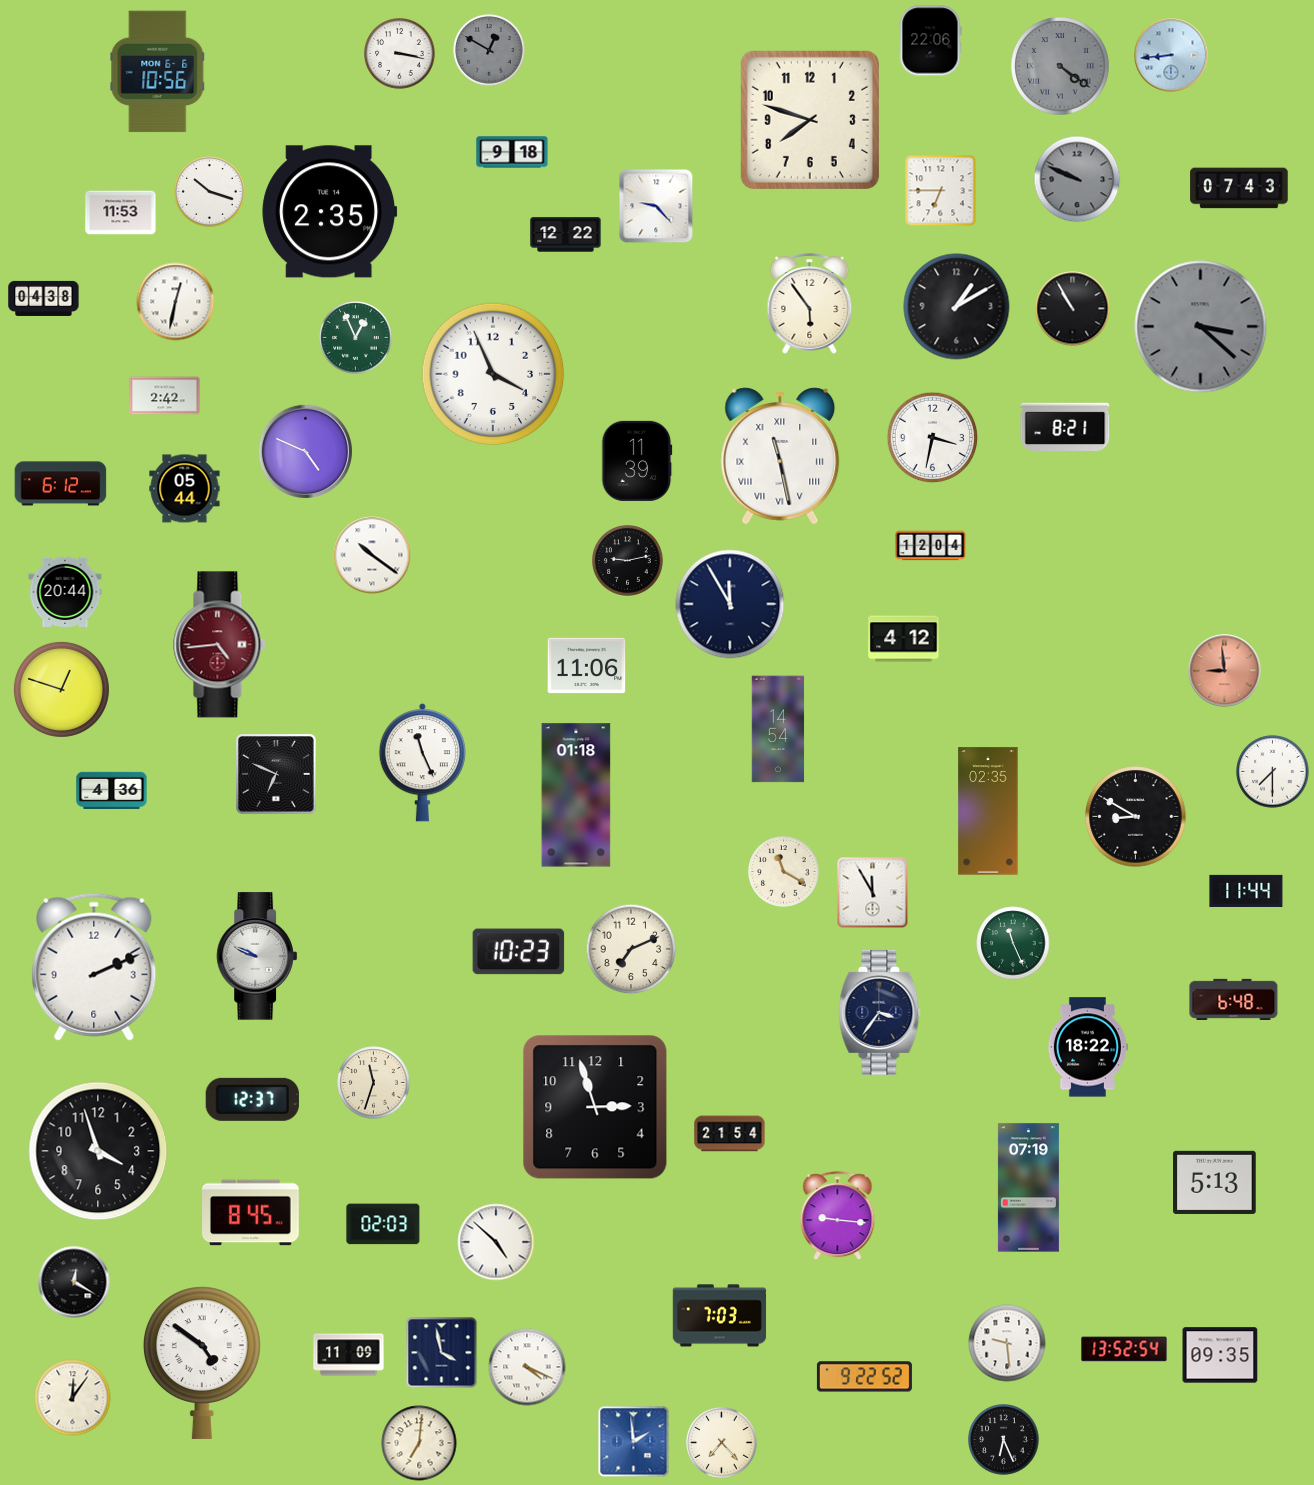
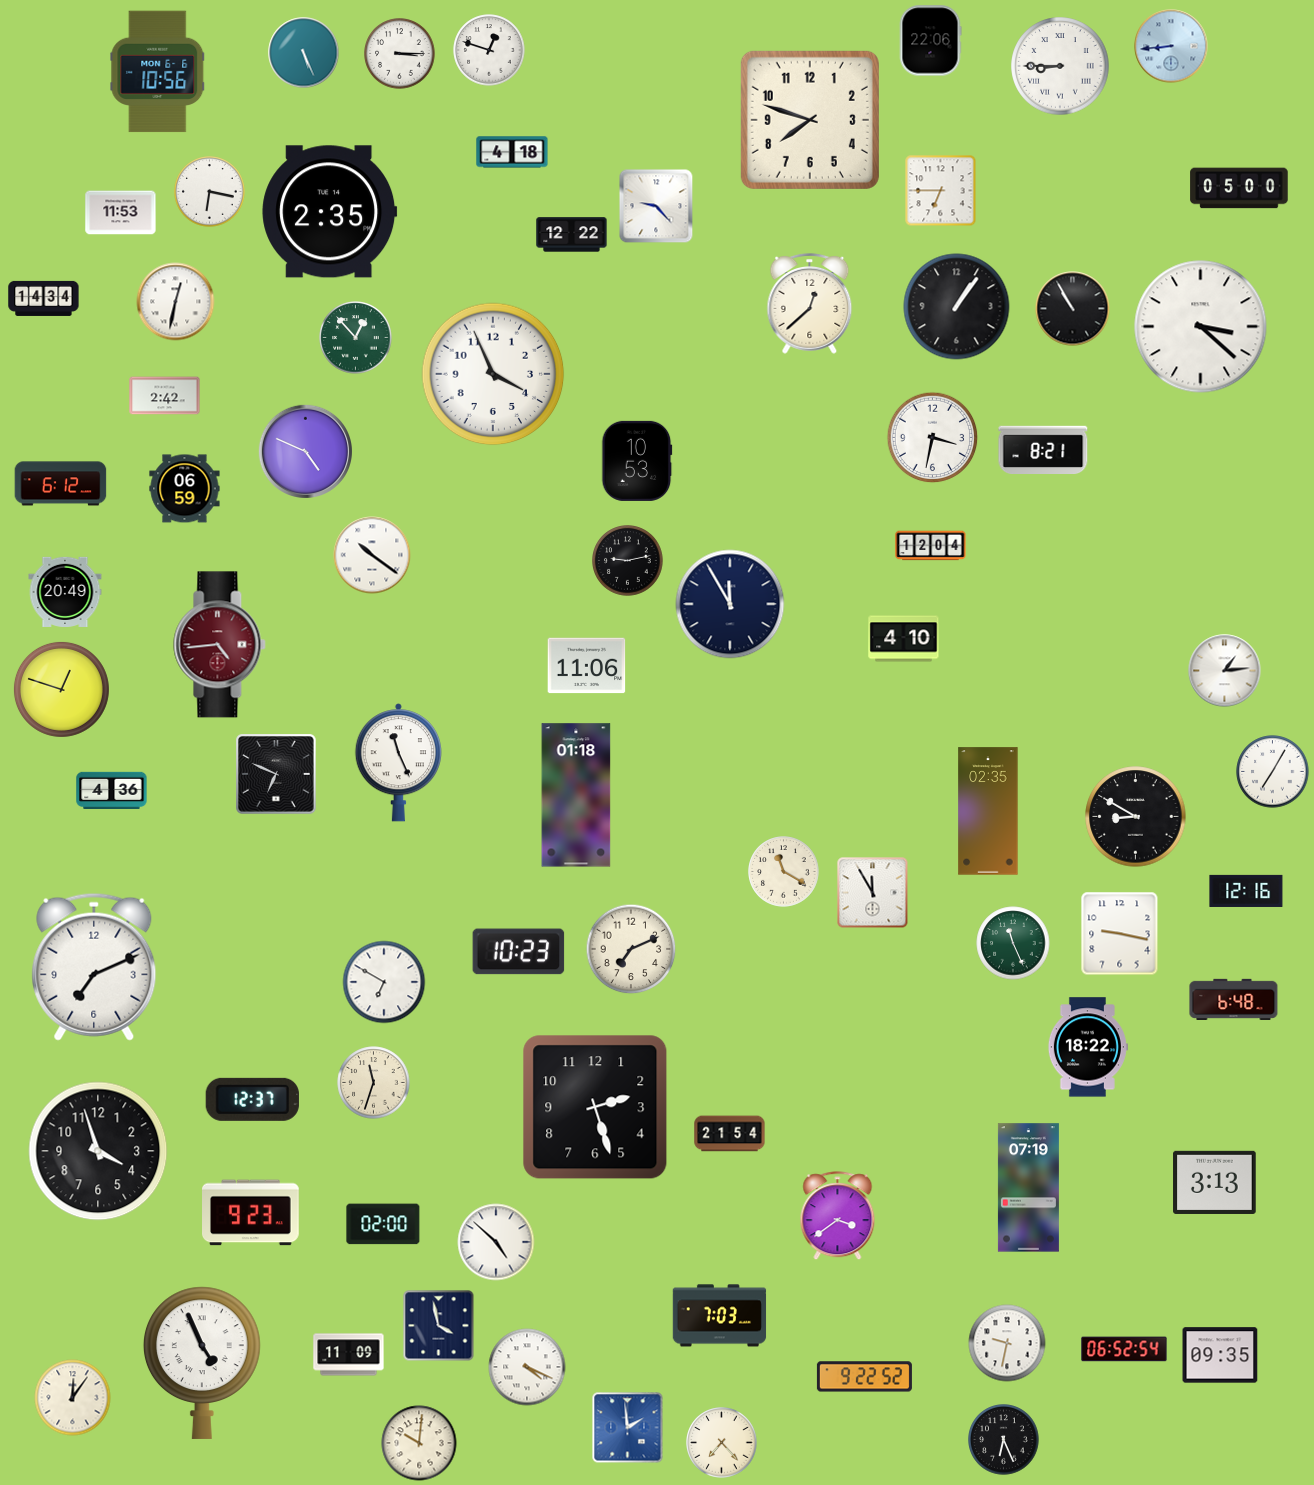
clock at (489, 50): 12:50 -> 12:48
clock at (489, 50) dial: grey -> white
clock at (304, 53): none -> 5:26
clock at (400, 54): 3:17 -> 3:15
clock at (1171, 55) position: (1171, 55) -> (1171, 46)
clock at (1060, 66): 4:21 -> 8:45
clock at (1060, 66) dial: grey -> white
clock at (512, 152): 9:18 -> 4:18
clock at (1077, 179): 9:49 -> none
clock at (1239, 188): 07:43 -> 05:00
clock at (210, 192): 10:18 -> 6:17
clock at (566, 235) position: (566, 235) -> (572, 235)
clock at (44, 298): 04:38 -> 14:34
clock at (810, 304): 5:54 -> 12:38
clock at (957, 307): 1:10 -> 1:06
clock at (1201, 327) dial: grey -> white
clock at (356, 338): 12:56 -> 12:53
clock at (1065, 427) position: (1065, 427) -> (1043, 450)
clock at (780, 456): 11:28 -> none
clock at (637, 461): 11:39 -> 10:53
clock at (185, 489): 05:44 -> 06:59
clock at (65, 592): 20:44 -> 20:49
clock at (904, 639): 4:12 -> 4:10
clock at (1225, 671): 8:59 -> 1:14
clock at (1225, 671) dial: salmon -> white
clock at (778, 729): 14:54 -> none
clock at (422, 763) position: (422, 763) -> (398, 763)
clock at (1273, 772): 7:30 -> 7:05
clock at (1246, 891): 11:44 -> 12:16
clock at (1120, 934): none -> 9:17
clock at (257, 956): 9:49 -> none
clock at (94, 967): 2:11 -> 7:11
clock at (384, 982): none -> 6:50
clock at (880, 1012): 3:36 -> none
clock at (595, 1107): 2:57 -> 2:27
clock at (1215, 1182): 5:13 -> 3:13
clock at (251, 1213): 8:45 -> 9:23
clock at (838, 1216): 9:16 -> 3:39
clock at (383, 1224): 02:03 -> 02:00
clock at (74, 1282): 12:20 -> none
clock at (1007, 1343): 9:29 -> 9:32
clock at (1124, 1349): 13:52 -> 06:52
clock at (442, 1353) position: (442, 1353) -> (439, 1326)
clock at (202, 1363): 4:51 -> 4:56
clock at (634, 1442) position: (634, 1442) -> (628, 1428)
clock at (419, 1443): 7:01 -> 10:01
